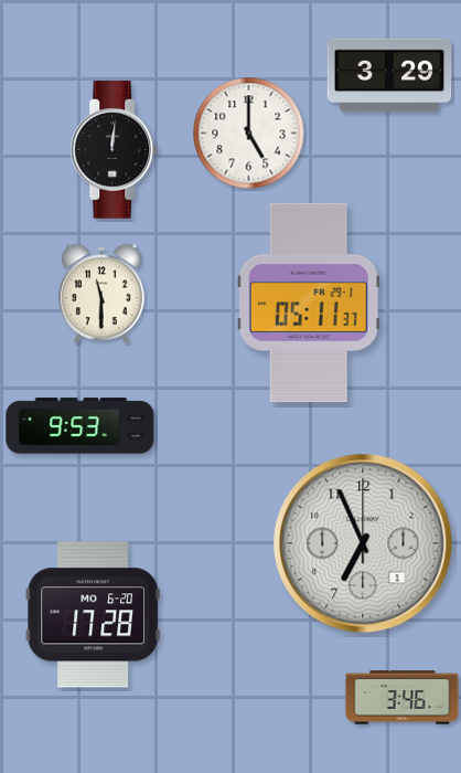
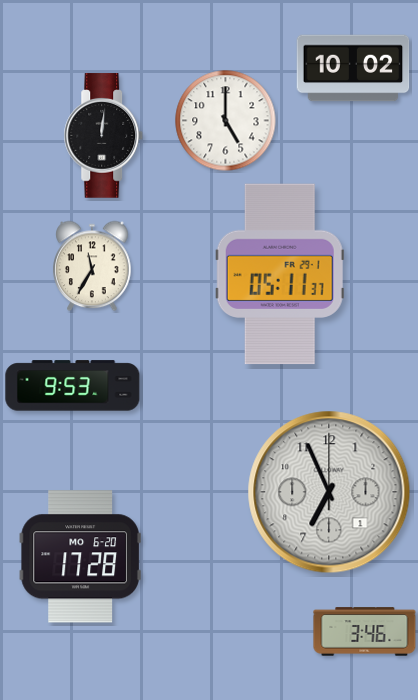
clock at (389, 75): 3:29 -> 10:02
clock at (101, 294): 11:30 -> 11:35
clock at (93, 615) position: (93, 615) -> (80, 557)
